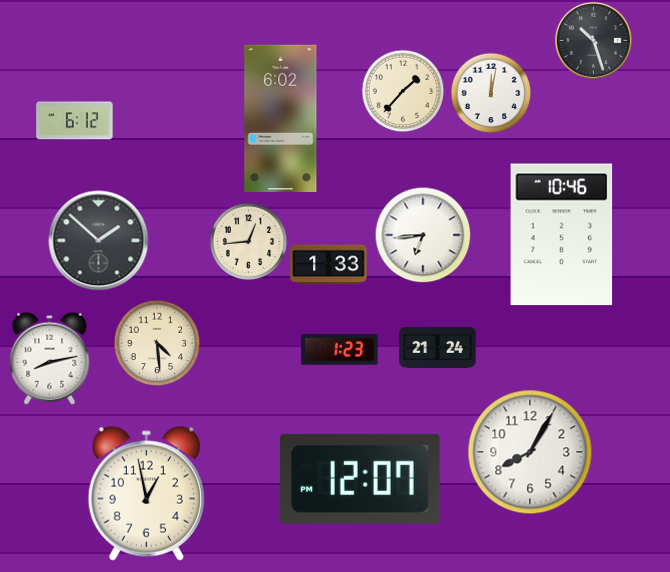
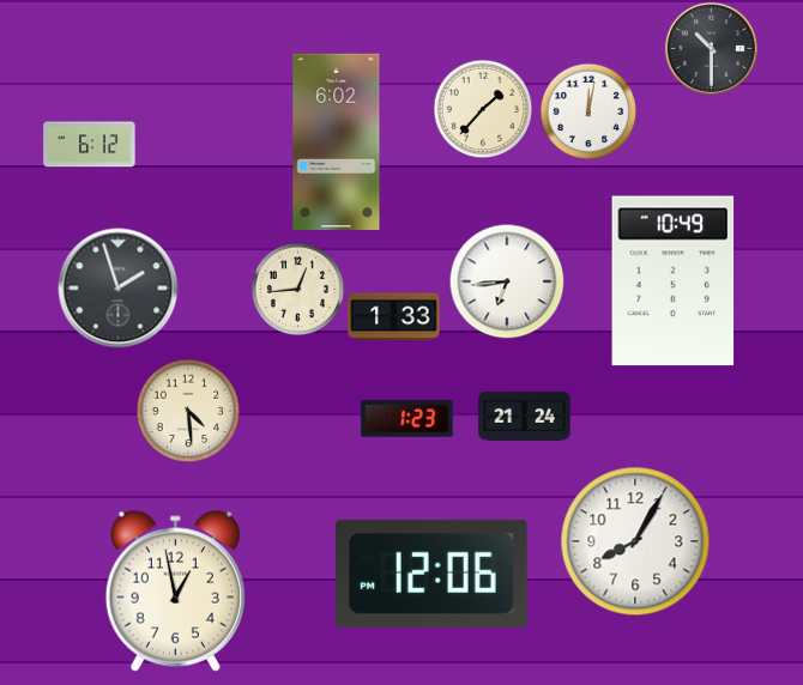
clock at (593, 40): 10:27 -> 10:30
clock at (562, 235): 10:46 -> 10:49
clock at (99, 241): 1:52 -> 1:57
clock at (50, 358): 8:13 -> none
clock at (360, 479): 12:07 -> 12:06
